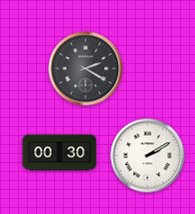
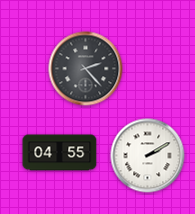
clock at (86, 69): 2:20 -> 2:23
clock at (60, 153): 00:30 -> 04:55
